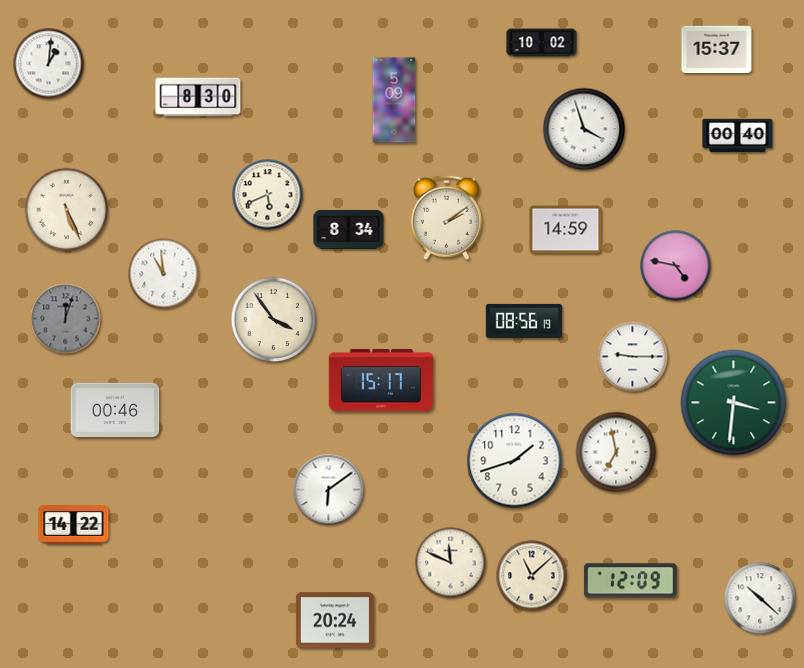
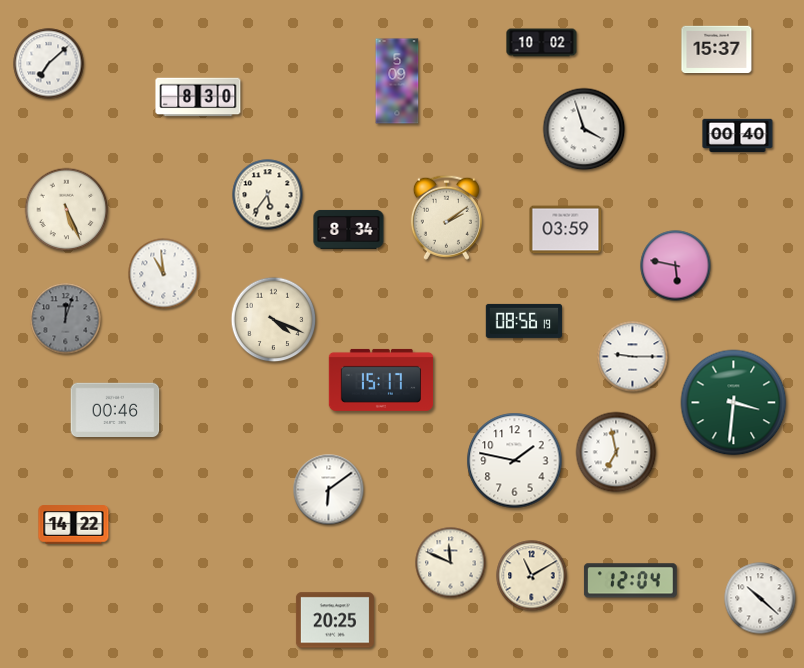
clock at (49, 64): 1:01 -> 7:08
clock at (394, 100) position: (394, 100) -> (397, 81)
clock at (268, 195): 5:41 -> 5:36
clock at (566, 230): 14:59 -> 03:59
clock at (676, 266): 4:47 -> 5:47
clock at (274, 320): 3:54 -> 4:19
clock at (515, 461): 1:42 -> 1:47
clock at (532, 576): 11:08 -> 11:10
clock at (630, 581): 12:09 -> 12:04
clock at (335, 620): 20:24 -> 20:25
